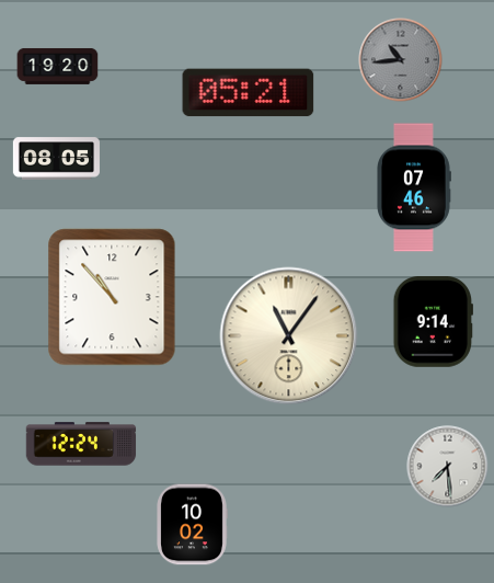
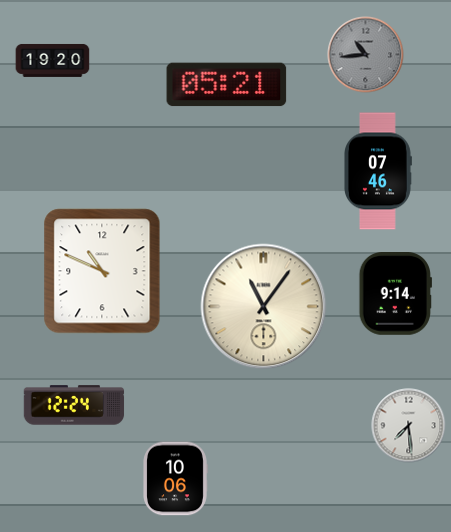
clock at (56, 159): 08:05 -> none
clock at (112, 297): 10:53 -> 10:49
clock at (192, 525): 10:02 -> 10:06
